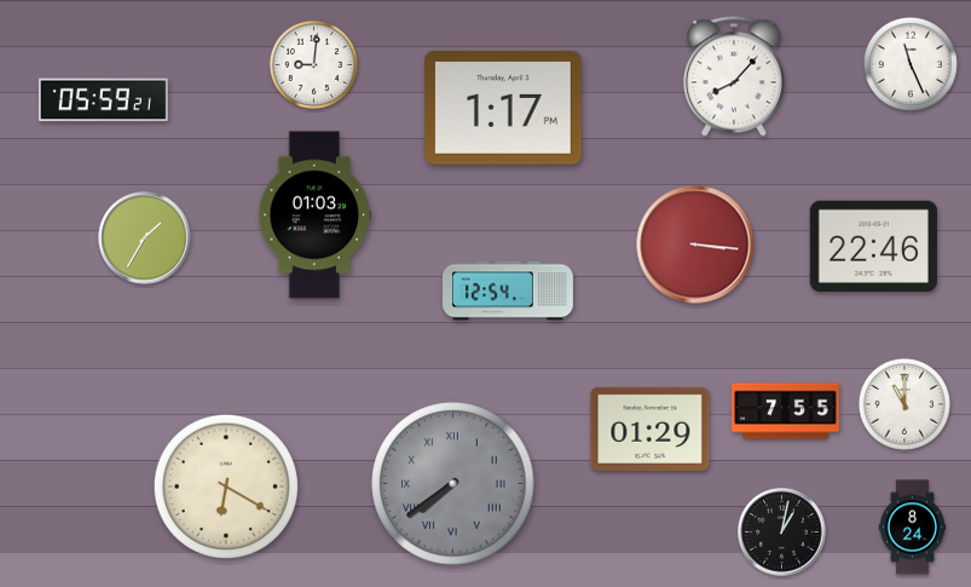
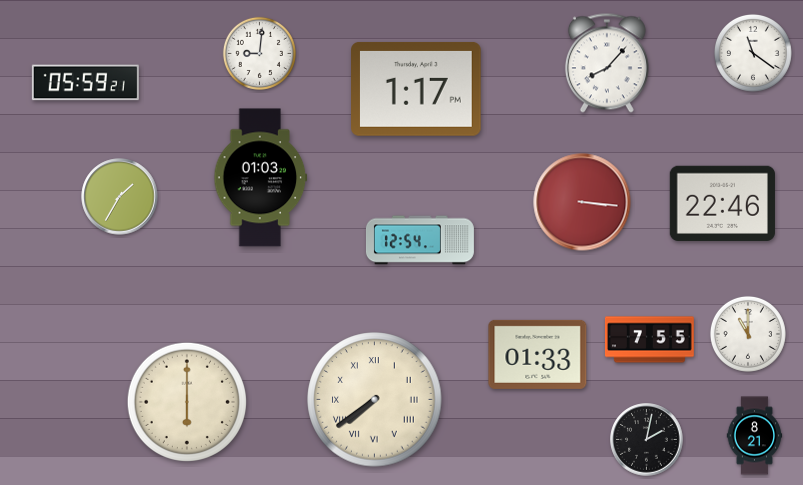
clock at (911, 64): 11:26 -> 11:21
clock at (695, 244) position: (695, 244) -> (582, 202)
clock at (651, 428): 01:29 -> 01:33
clock at (453, 484) dial: grey -> cream
clock at (226, 487): 6:20 -> 6:00
clock at (913, 528): 8:24 -> 8:21
clock at (782, 533): 1:02 -> 2:02
